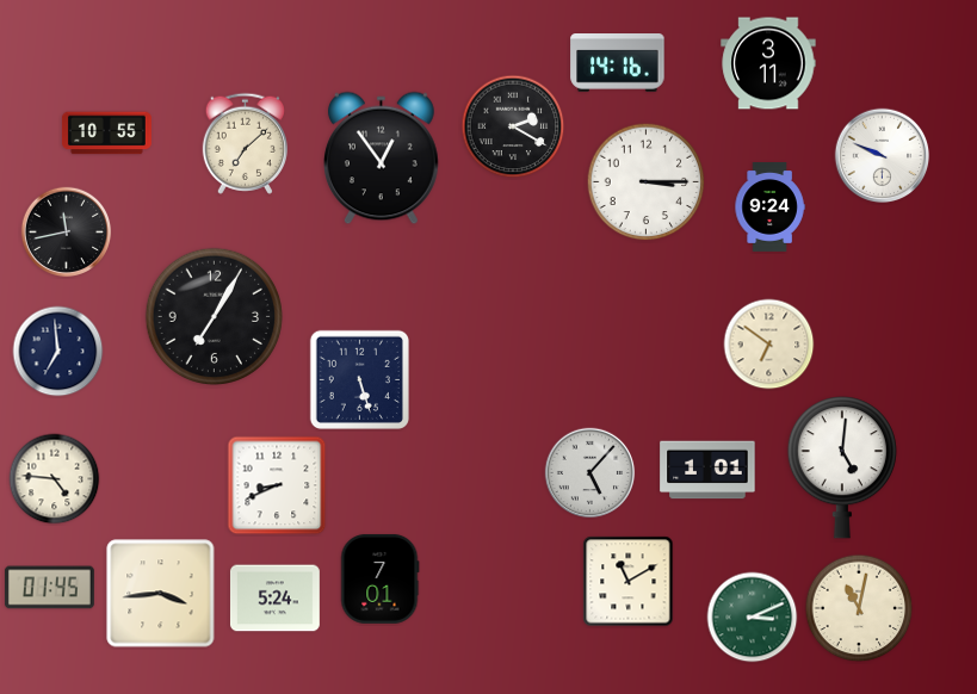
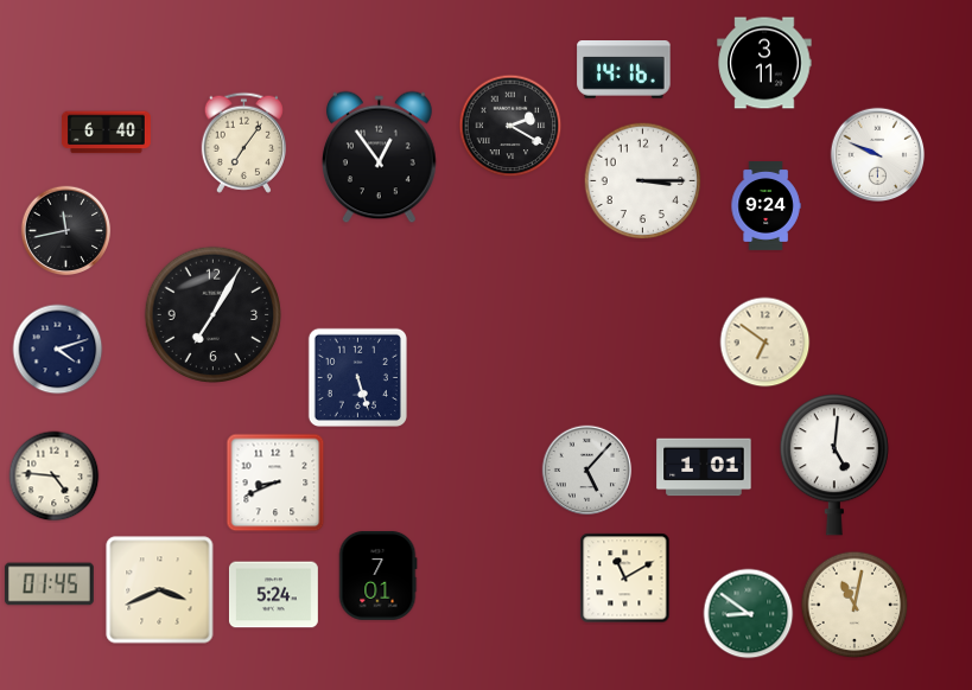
clock at (618, 63) position: (618, 63) -> (624, 70)
clock at (106, 134): 10:55 -> 6:40
clock at (245, 143): 7:08 -> 7:06
clock at (58, 352): 6:59 -> 4:12
clock at (842, 467) position: (842, 467) -> (834, 465)
clock at (161, 594): 3:44 -> 3:41
clock at (753, 618): 3:11 -> 8:51
